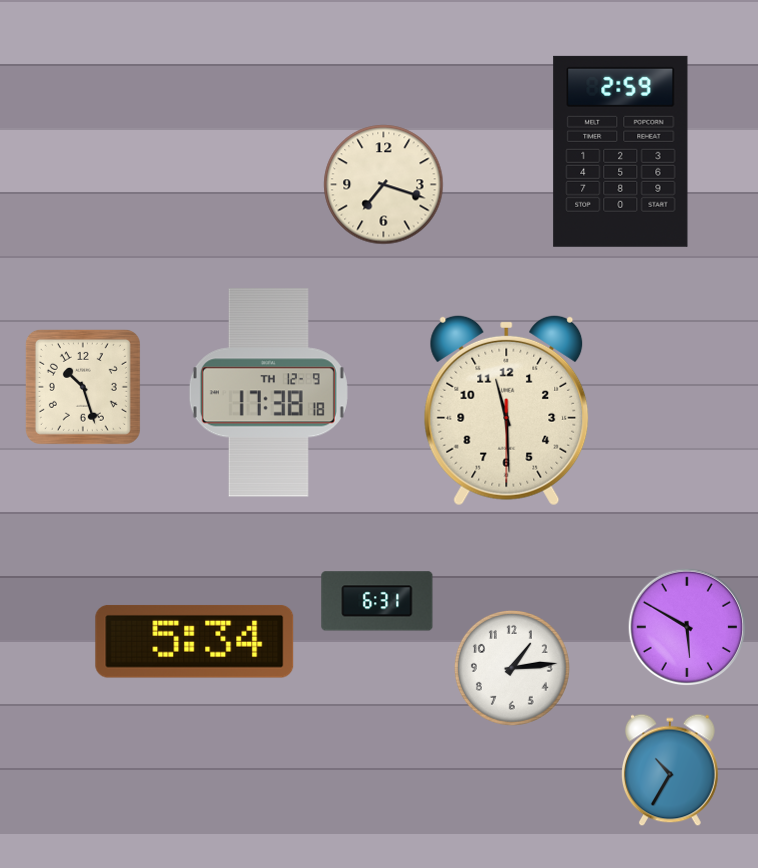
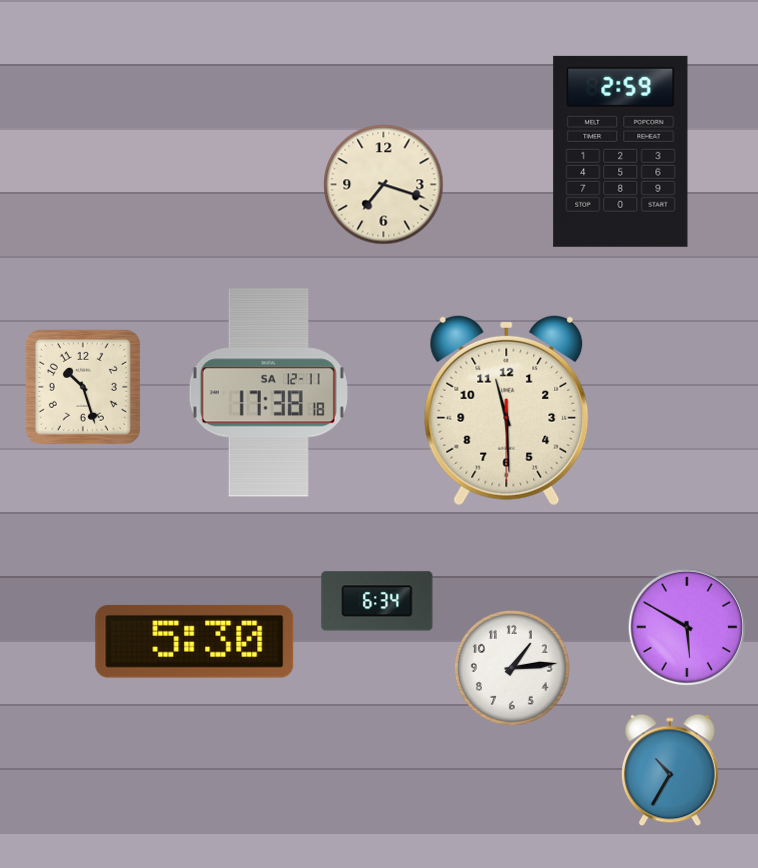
clock at (268, 393) date: TH 12-9 -> SA 12-11
clock at (377, 601): 6:31 -> 6:34
clock at (195, 641): 5:34 -> 5:30
